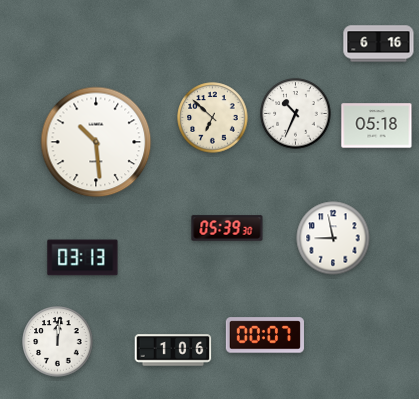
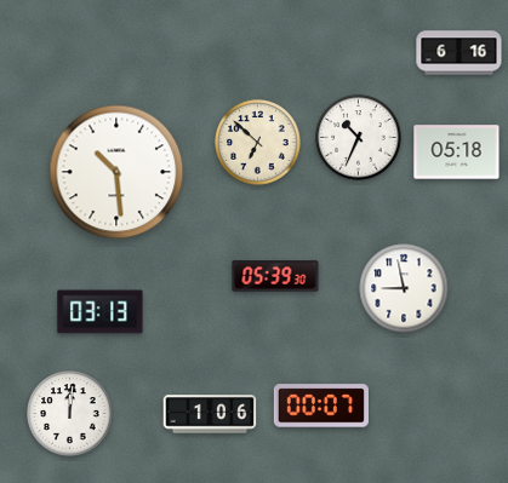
clock at (173, 350) position: (173, 350) -> (210, 414)
